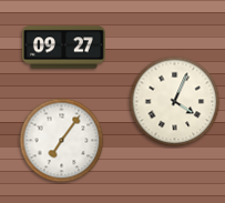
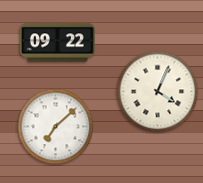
clock at (63, 48): 09:27 -> 09:22
clock at (62, 141): 7:06 -> 7:08
